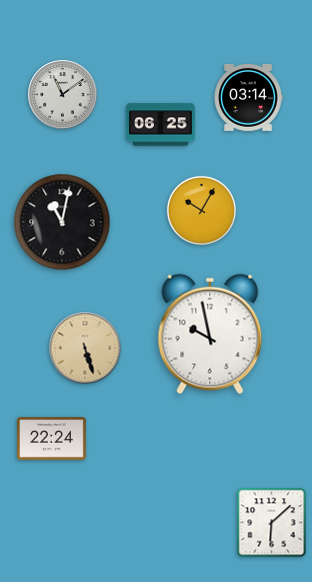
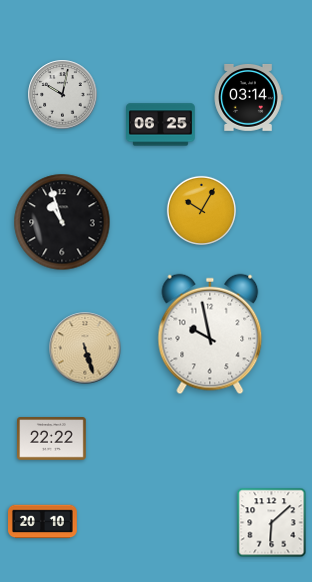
clock at (63, 95): 11:09 -> 10:02
clock at (62, 222): 11:02 -> 10:57
clock at (52, 439): 22:24 -> 22:22
clock at (43, 522): none -> 20:10
